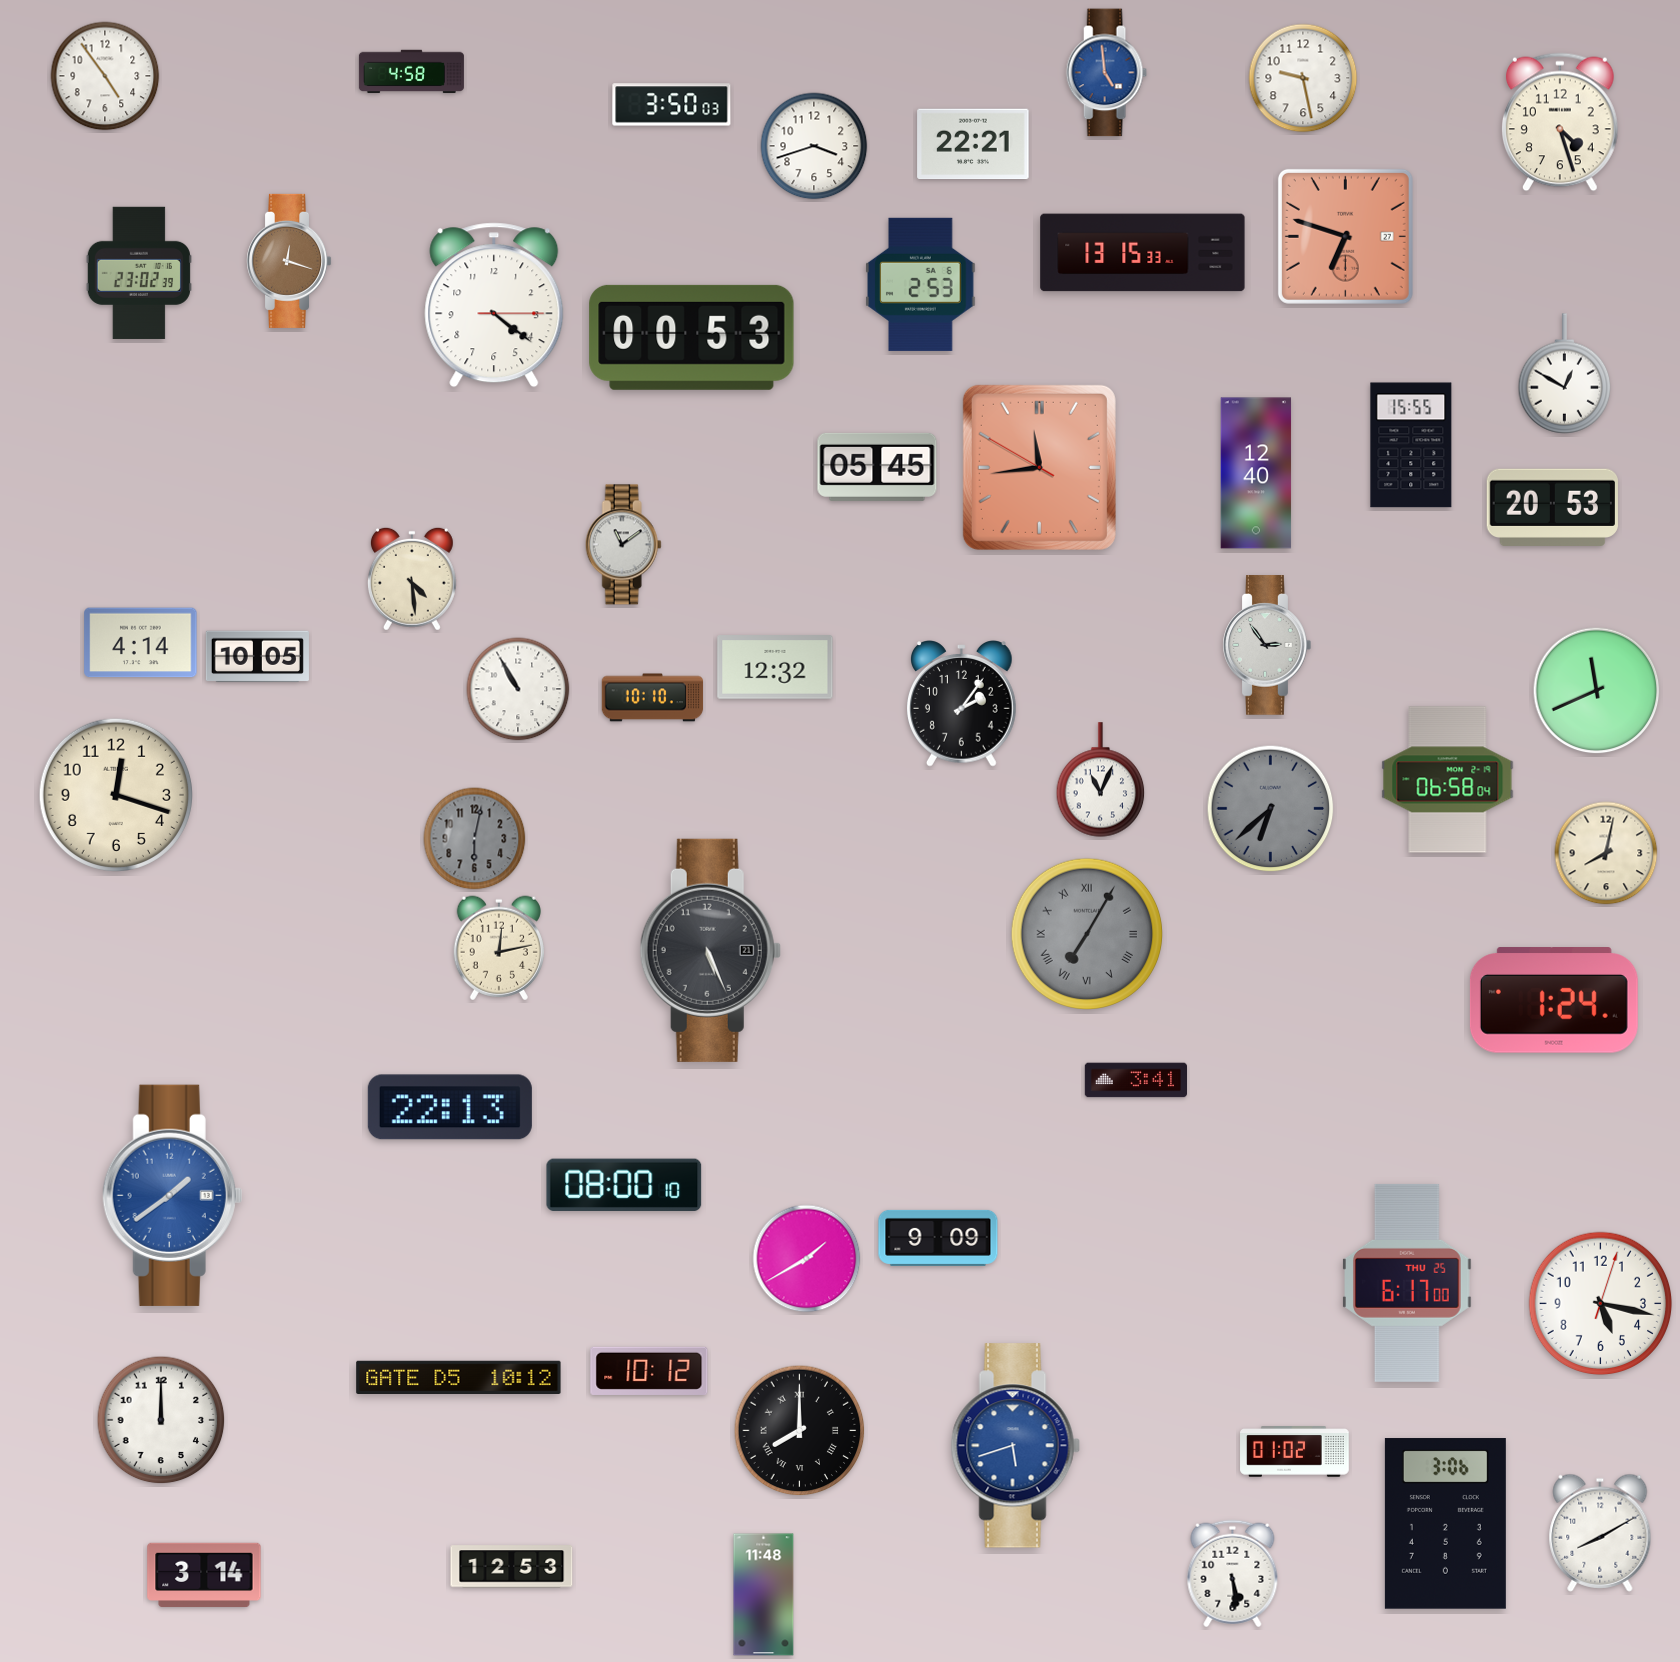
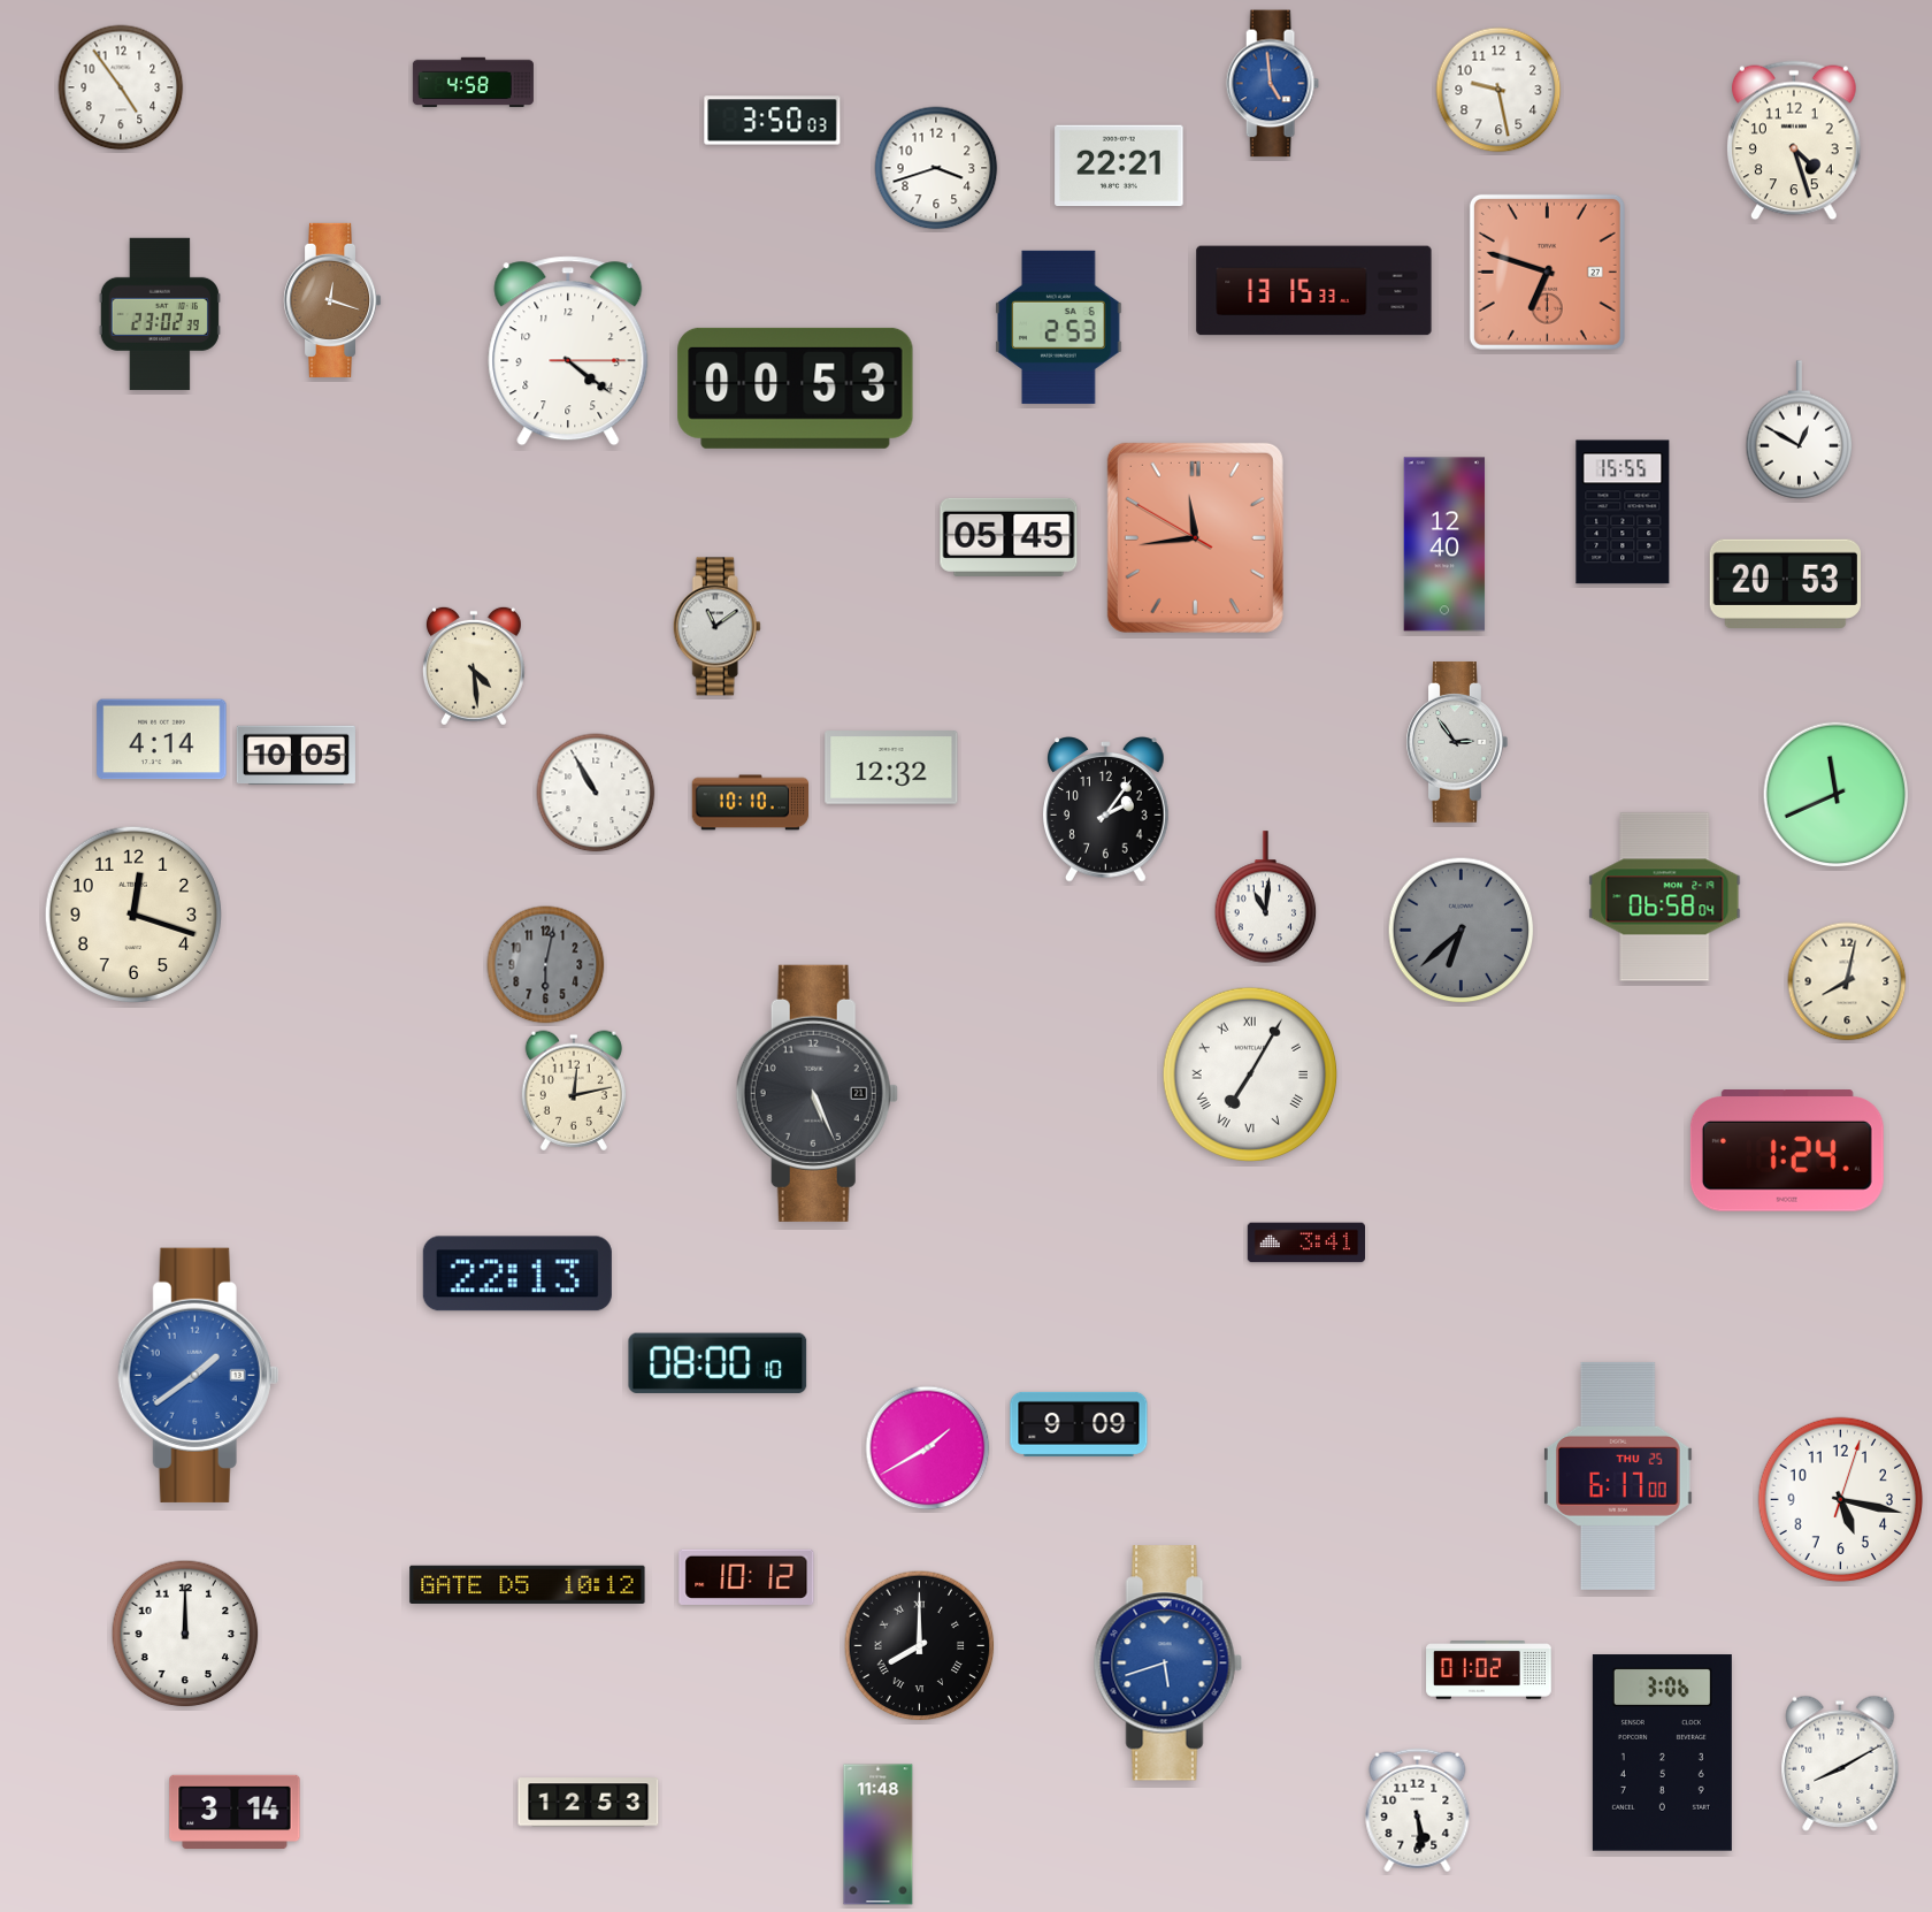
clock at (1101, 780): 11:04 -> 11:01
clock at (1086, 933) dial: grey -> white
